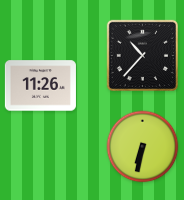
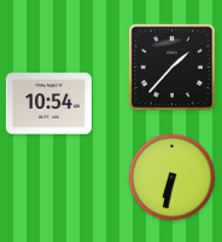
clock at (142, 55): 10:37 -> 1:37
clock at (40, 86): 11:26 -> 10:54
